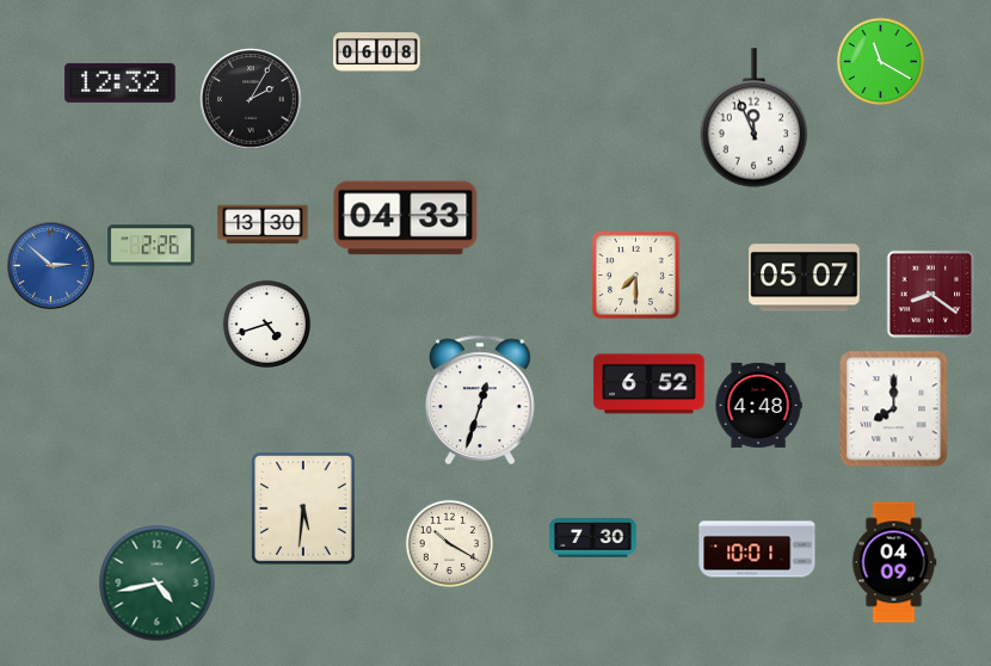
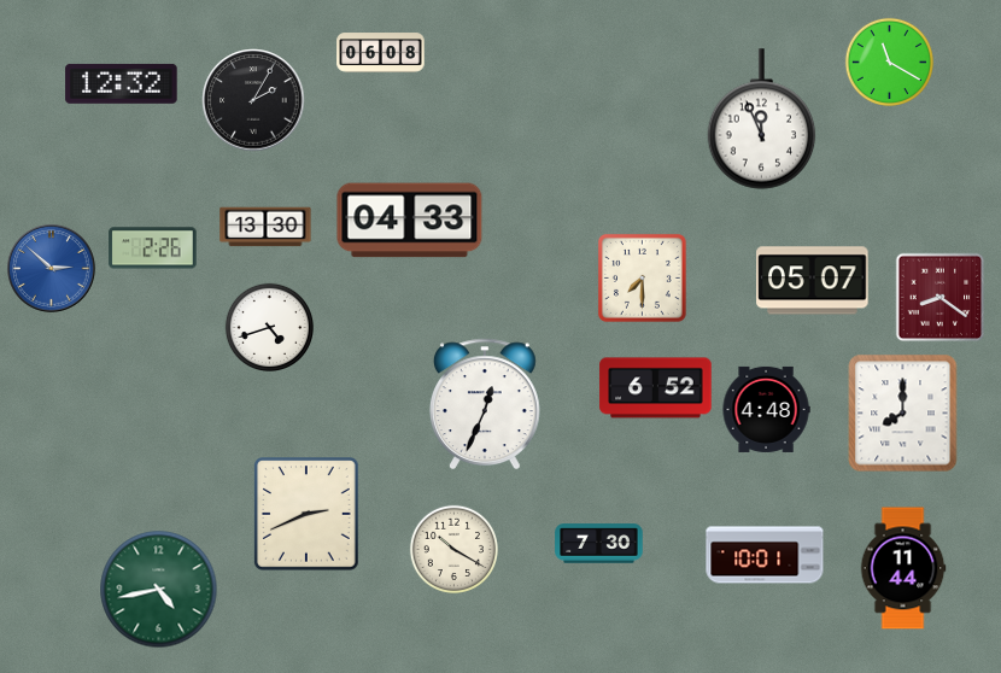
clock at (480, 400): 12:33 -> 12:34
clock at (304, 510): 5:31 -> 2:41
clock at (894, 562): 04:09 -> 11:44
